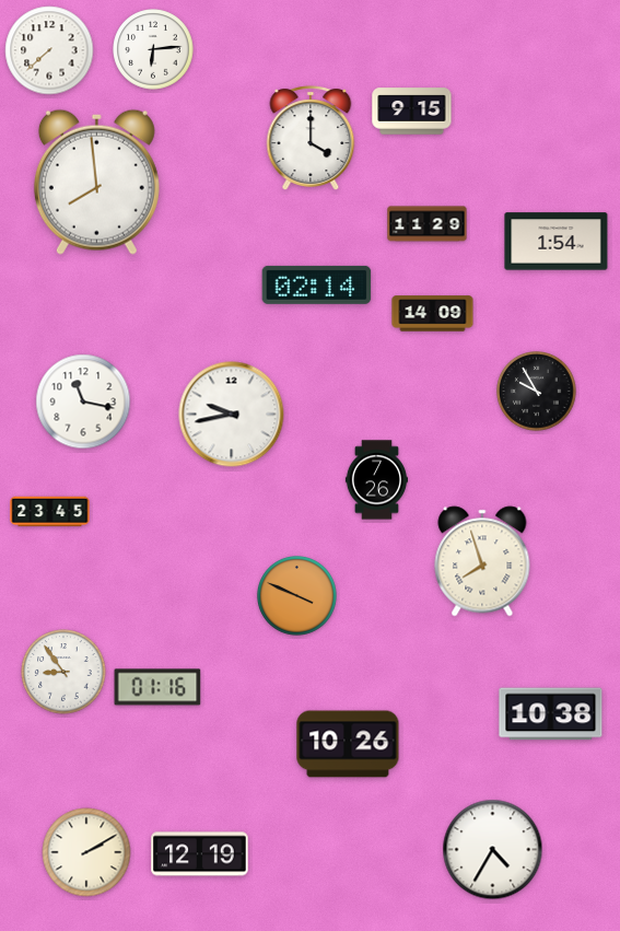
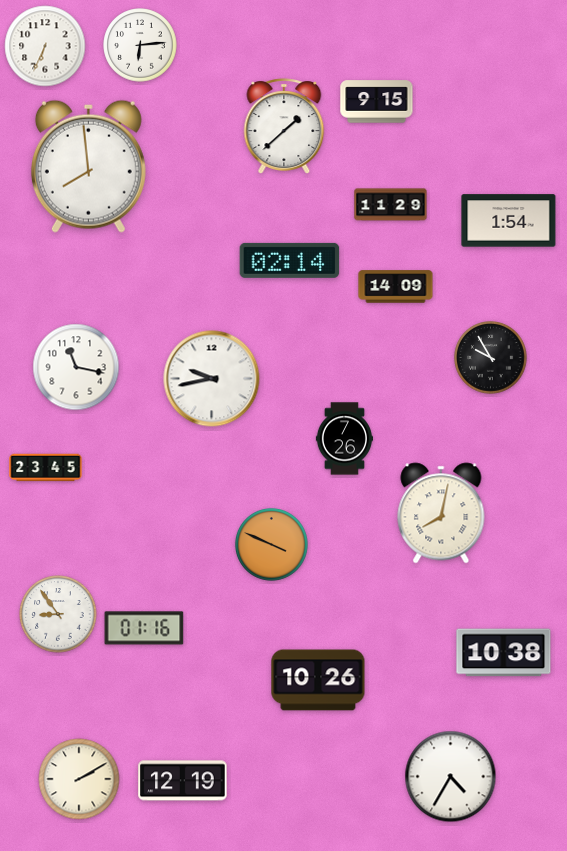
clock at (49, 50): 7:38 -> 6:34
clock at (311, 138): 4:00 -> 1:38
clock at (482, 561): 7:57 -> 8:02
